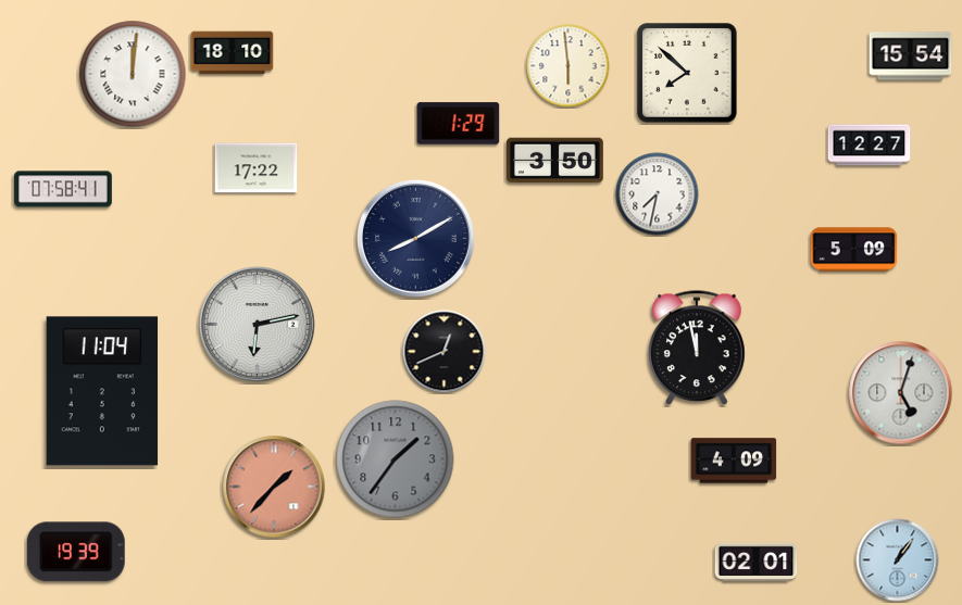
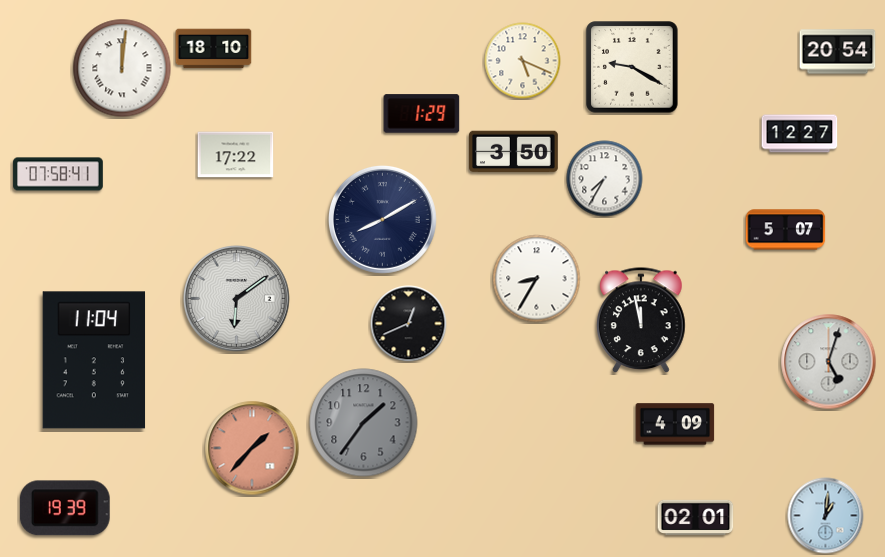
clock at (911, 56): 15:54 -> 20:54
clock at (569, 66): 5:59 -> 5:19
clock at (687, 73): 7:52 -> 9:20
clock at (555, 161) position: (555, 161) -> (514, 152)
clock at (658, 194): 7:32 -> 7:35
clock at (854, 250): 5:09 -> 5:07
clock at (537, 279): none -> 8:35
clock at (258, 325): 6:13 -> 6:09
clock at (76, 552) position: (76, 552) -> (65, 508)
clock at (898, 560): 1:06 -> 1:01
